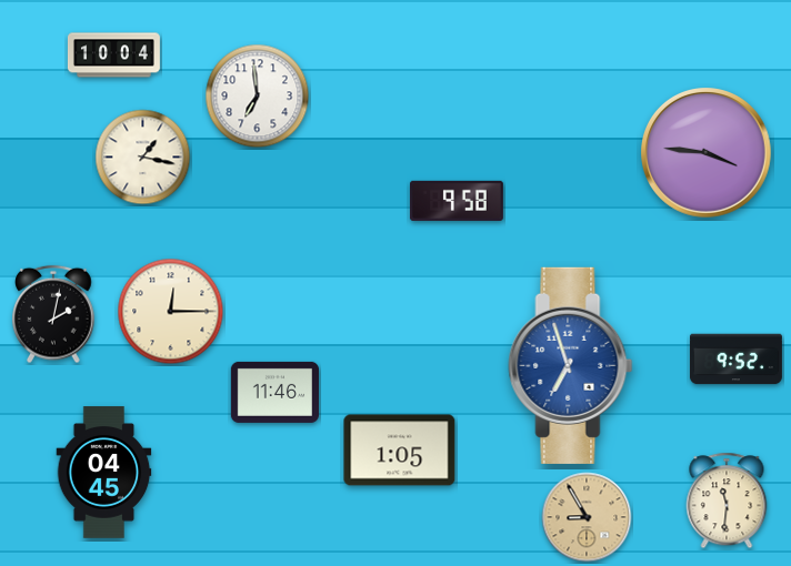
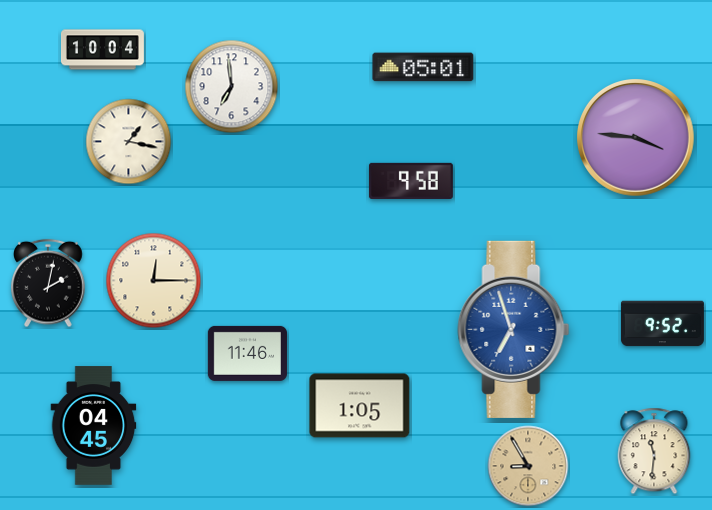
clock at (423, 67): none -> 05:01
